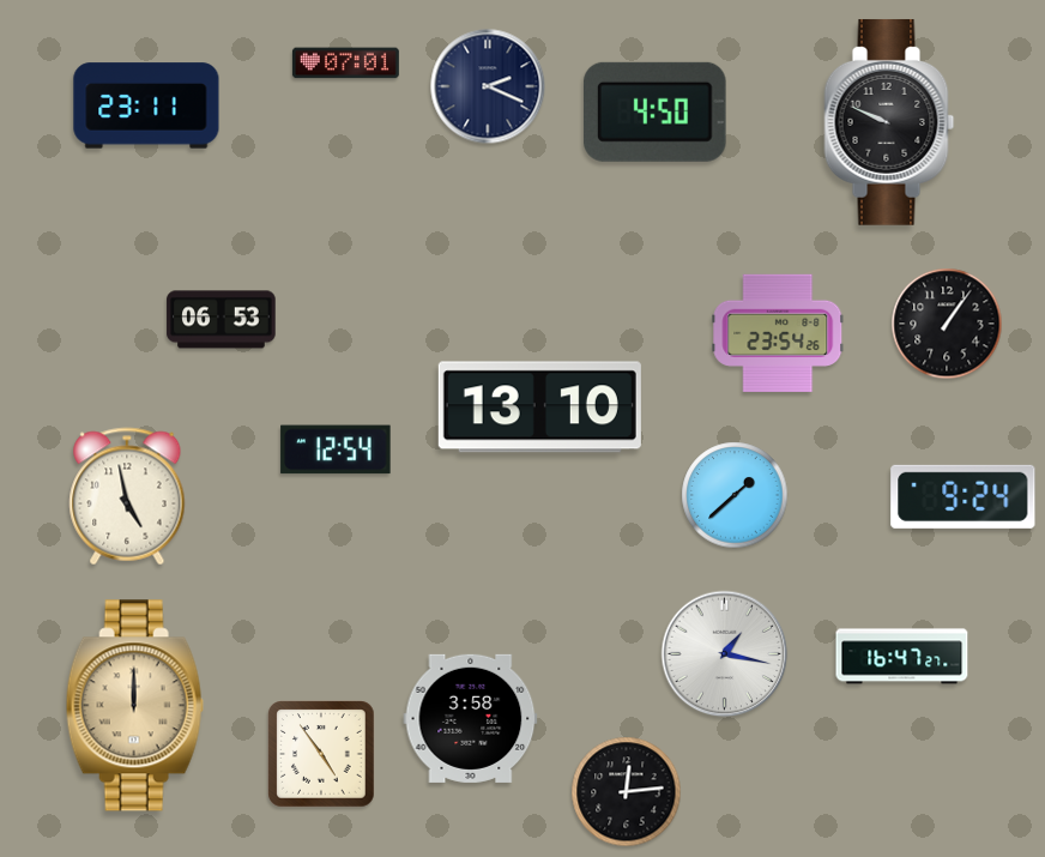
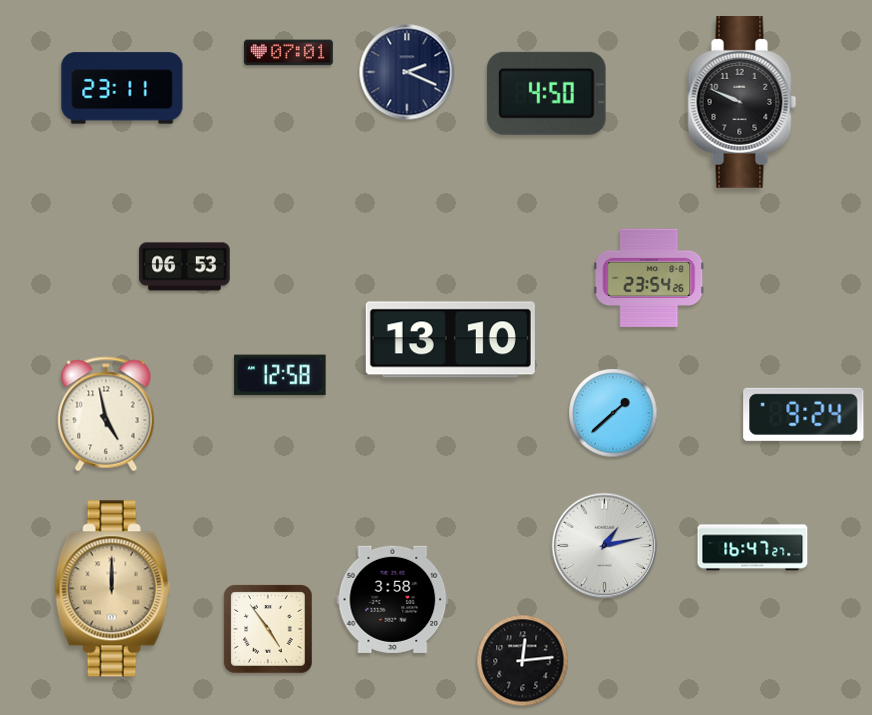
clock at (947, 324): 1:06 -> none
clock at (336, 449): 12:54 -> 12:58
clock at (725, 654): 1:17 -> 1:13
